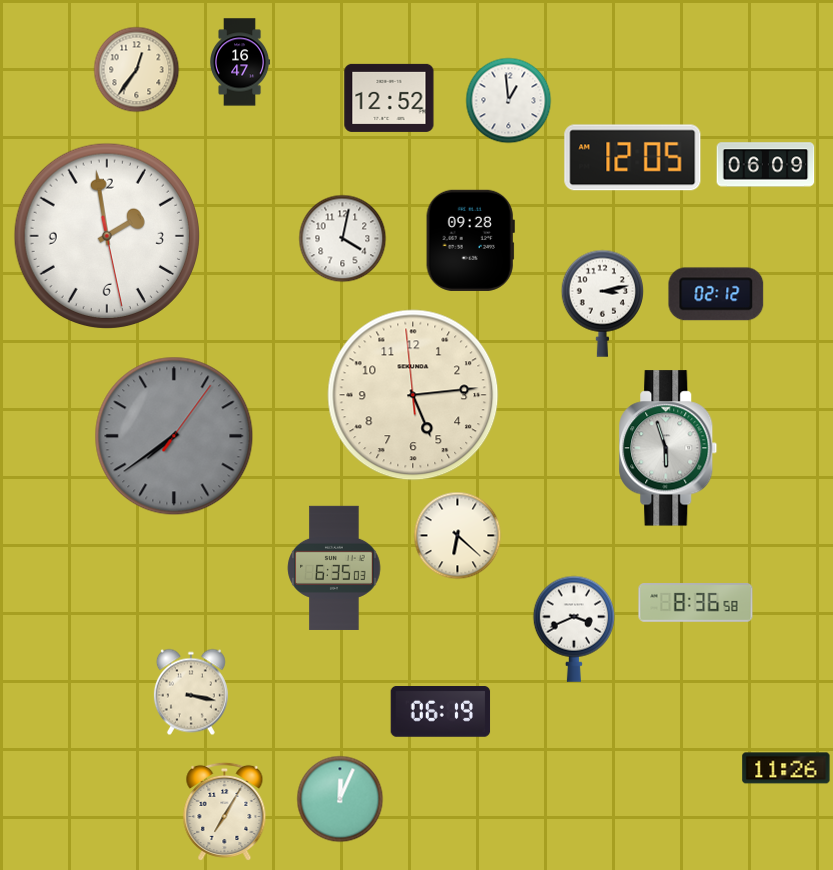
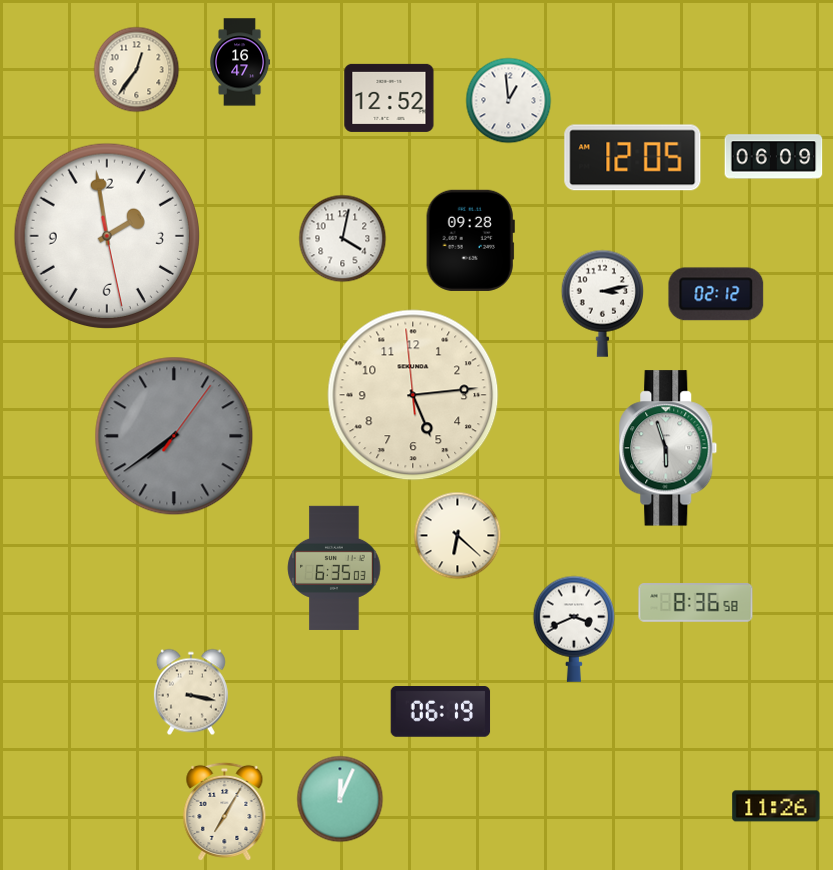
clock at (766, 165) position: (766, 165) -> (774, 157)
clock at (786, 768) position: (786, 768) -> (776, 806)
